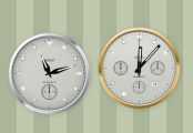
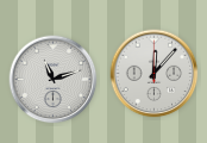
clock at (140, 69) position: (140, 69) -> (155, 74)
